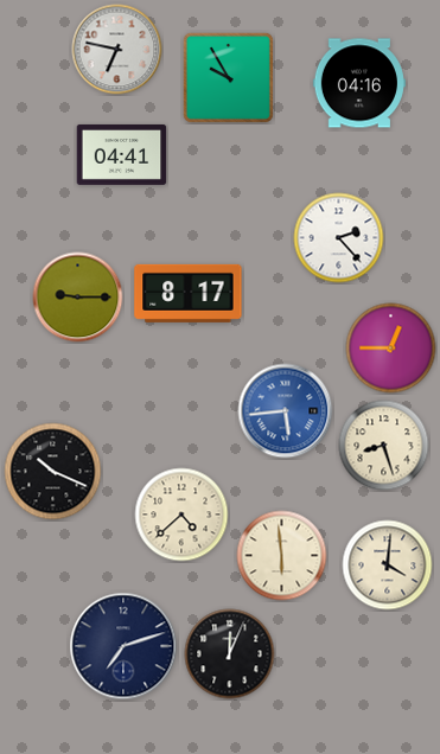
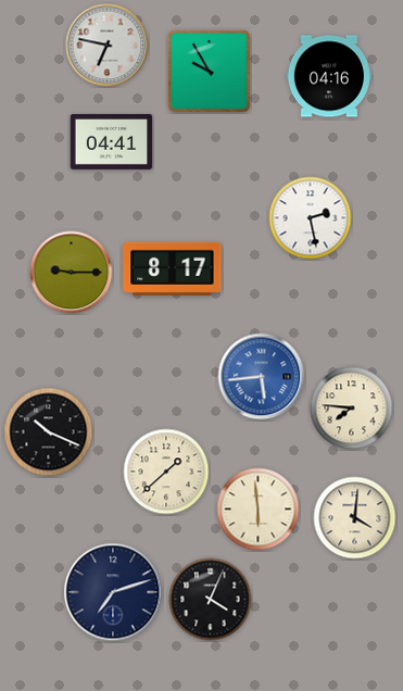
clock at (339, 238): 2:23 -> 2:28
clock at (391, 349): 12:45 -> none
clock at (384, 446): 8:27 -> 7:46
clock at (181, 515): 4:38 -> 1:38
clock at (230, 654): 12:04 -> 4:04
